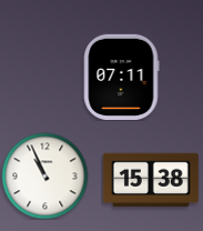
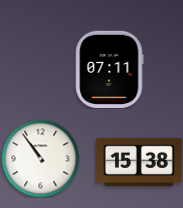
clock at (44, 175): 10:56 -> 10:54
clock at (151, 179) position: (151, 179) -> (139, 161)
